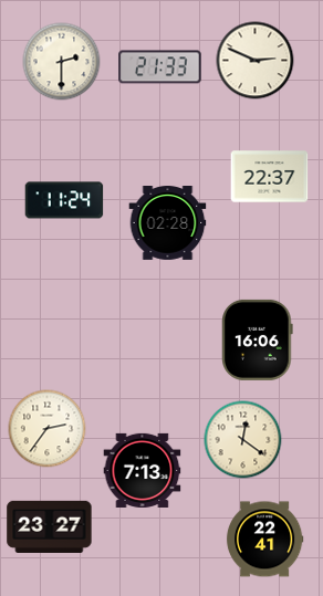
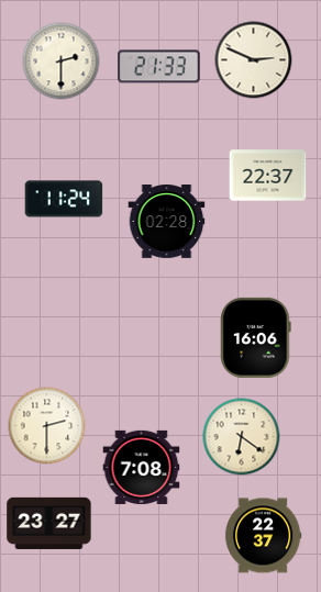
clock at (48, 429): 2:36 -> 2:30
clock at (243, 440): 12:21 -> 6:21
clock at (143, 470): 7:13 -> 7:08
clock at (264, 540): 22:41 -> 22:37
